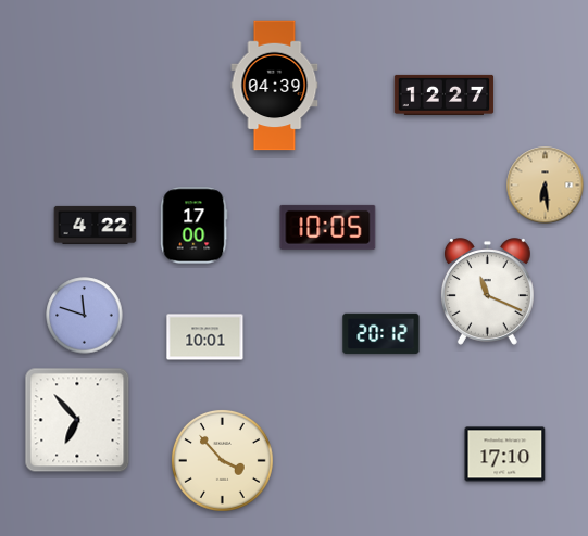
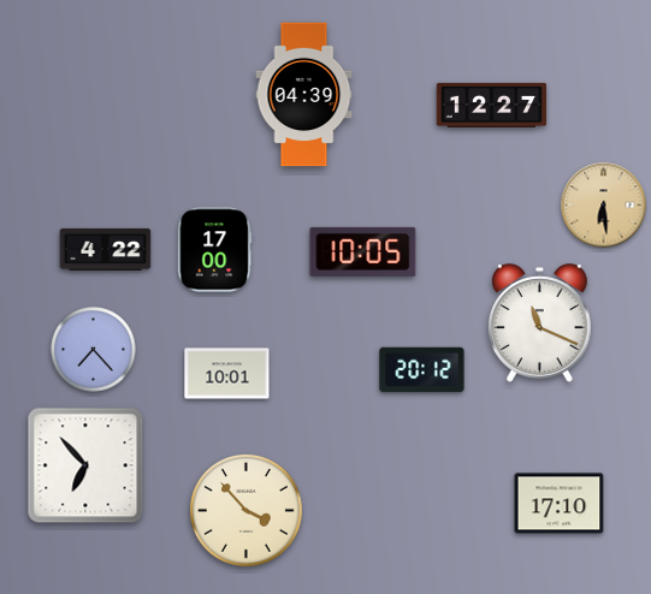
clock at (85, 316): 11:48 -> 7:23
